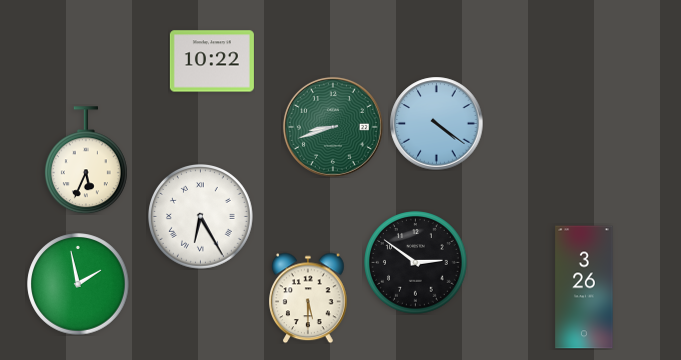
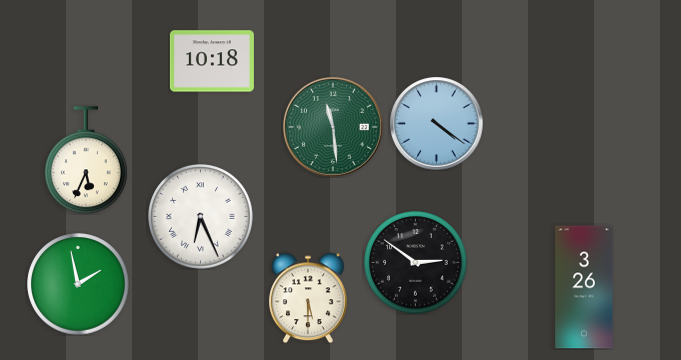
clock at (212, 61): 10:22 -> 10:18
clock at (333, 127): 8:42 -> 11:29
clock at (201, 217): 6:25 -> 6:26
